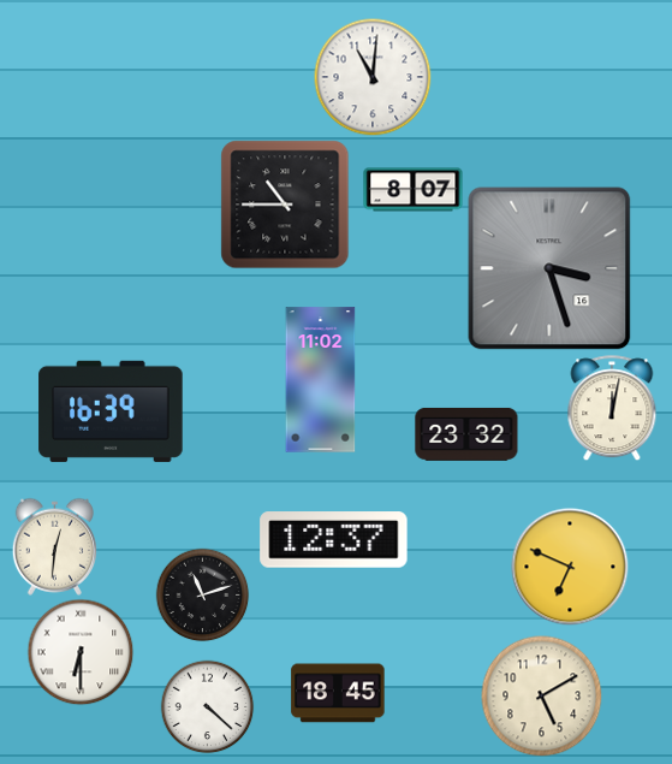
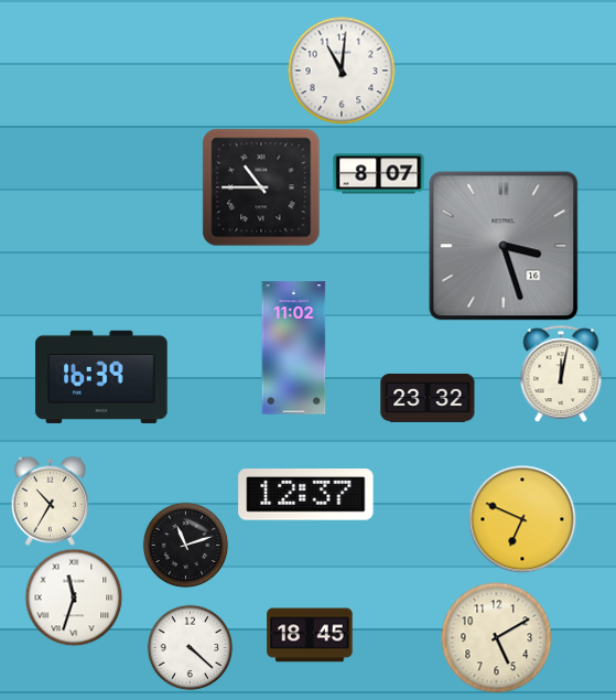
clock at (54, 546): 12:31 -> 10:35
clock at (81, 652): 6:30 -> 11:33
